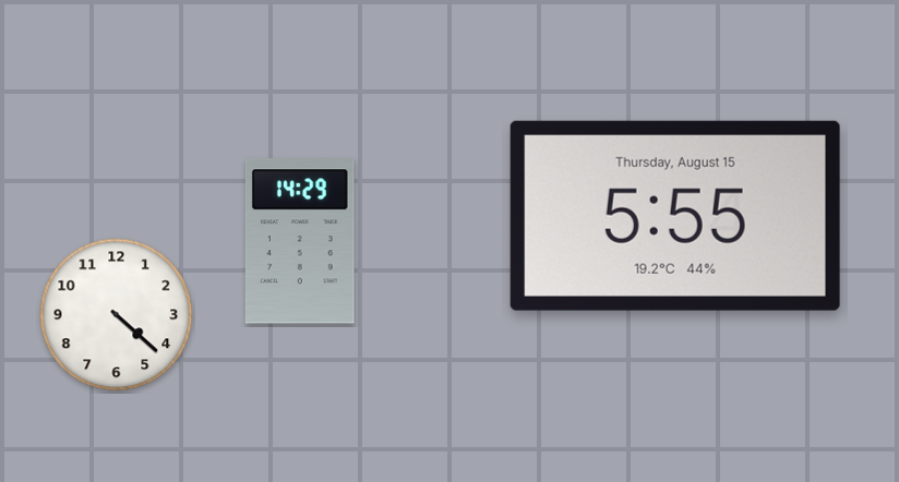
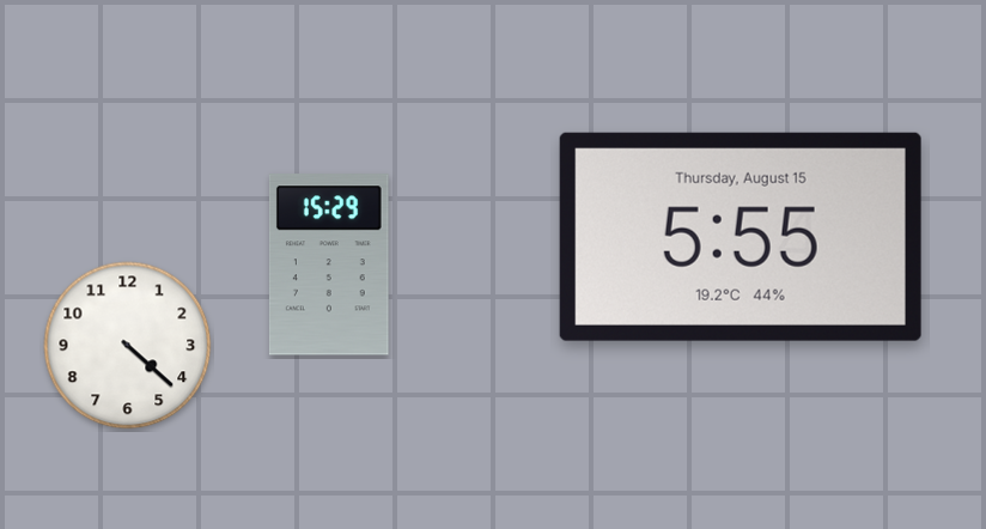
clock at (300, 241): 14:29 -> 15:29
